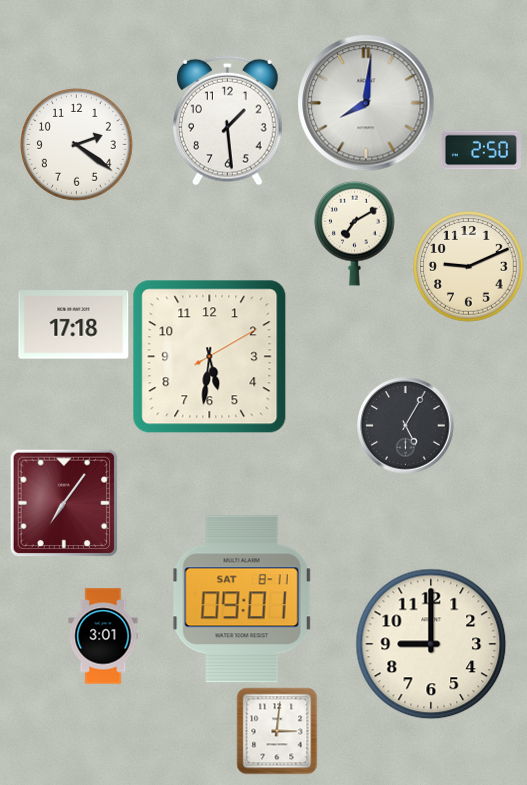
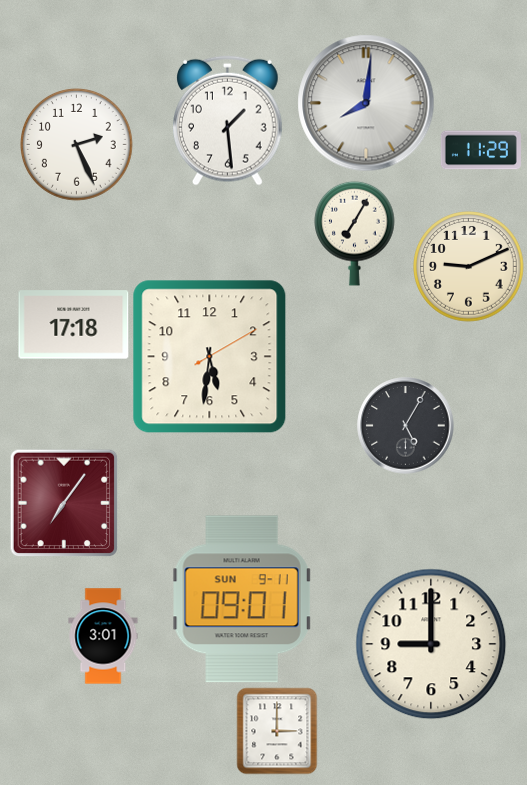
clock at (77, 145): 2:21 -> 2:26
clock at (481, 150): 2:50 -> 11:29
clock at (355, 233): 7:10 -> 7:05
clock at (242, 599) date: SAT 8-11 -> SUN 9-11
clock at (277, 731): 3:01 -> 3:00
